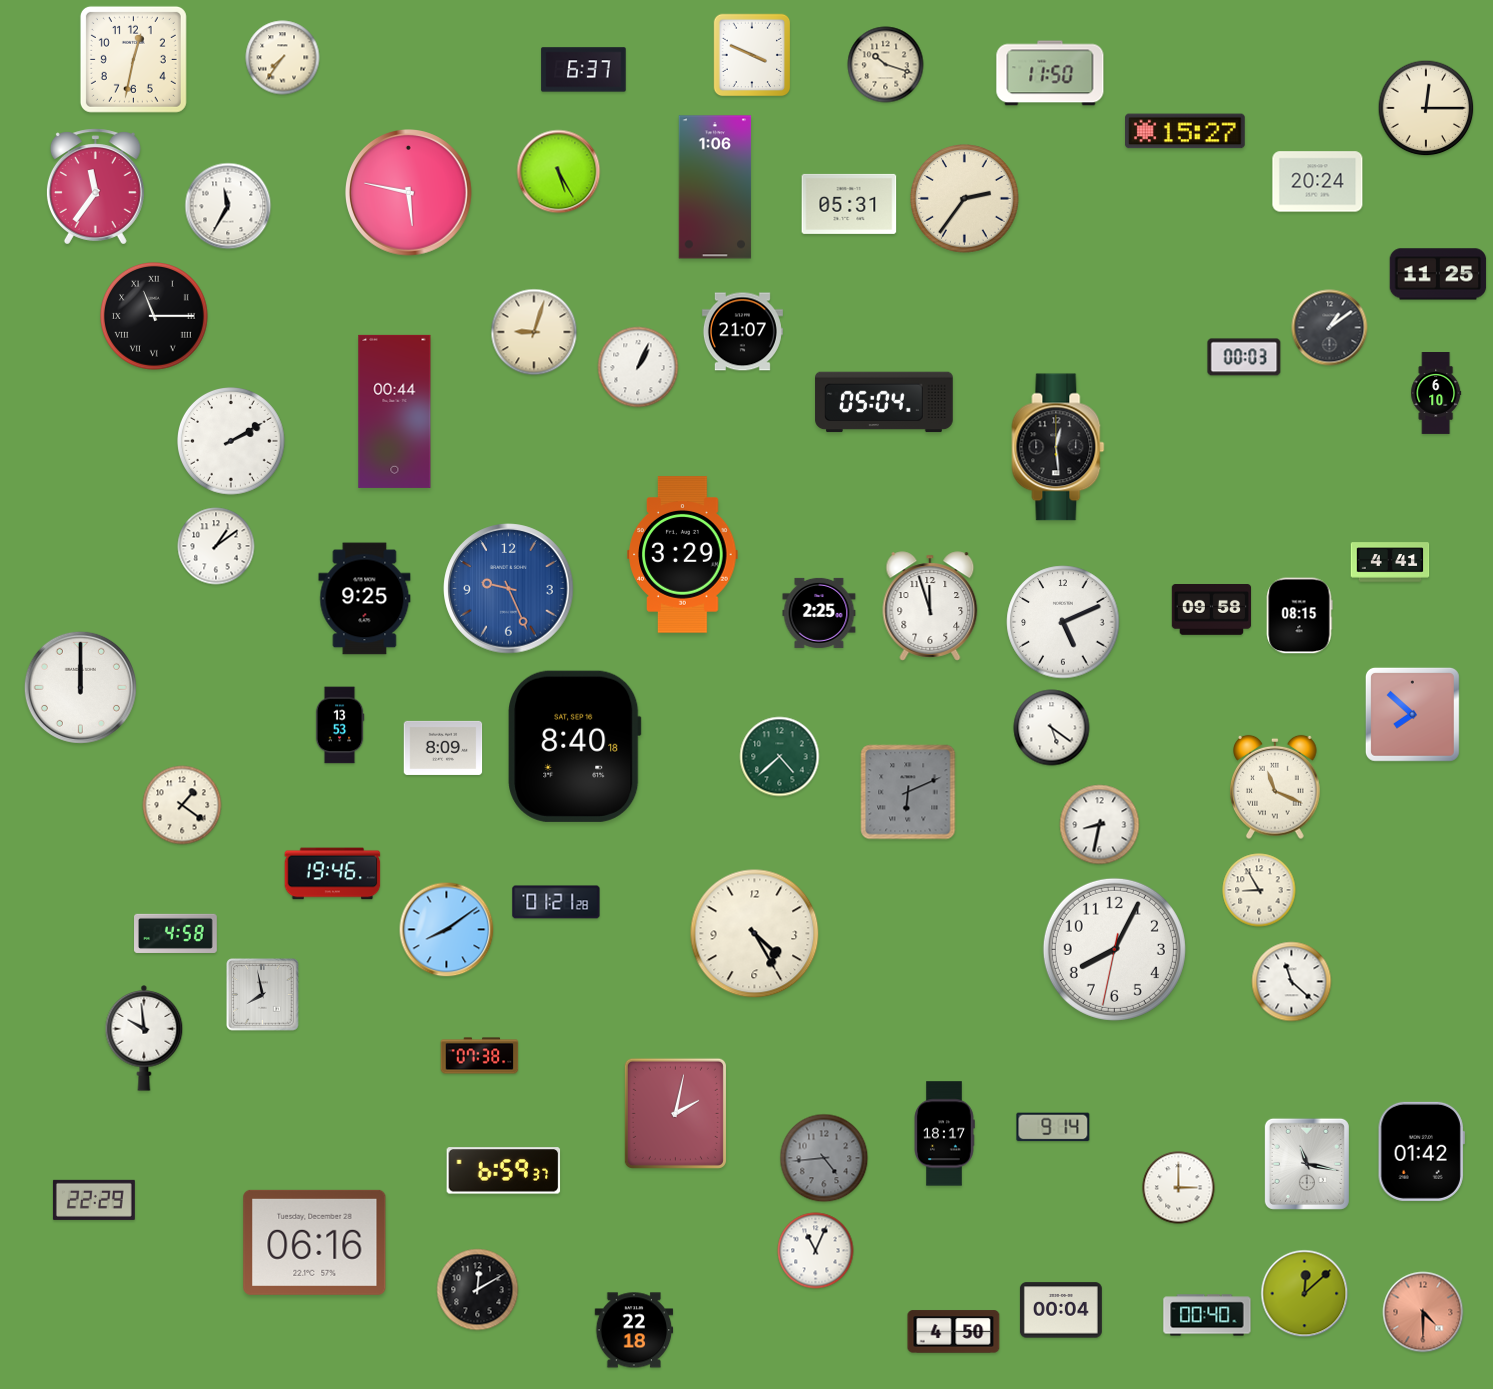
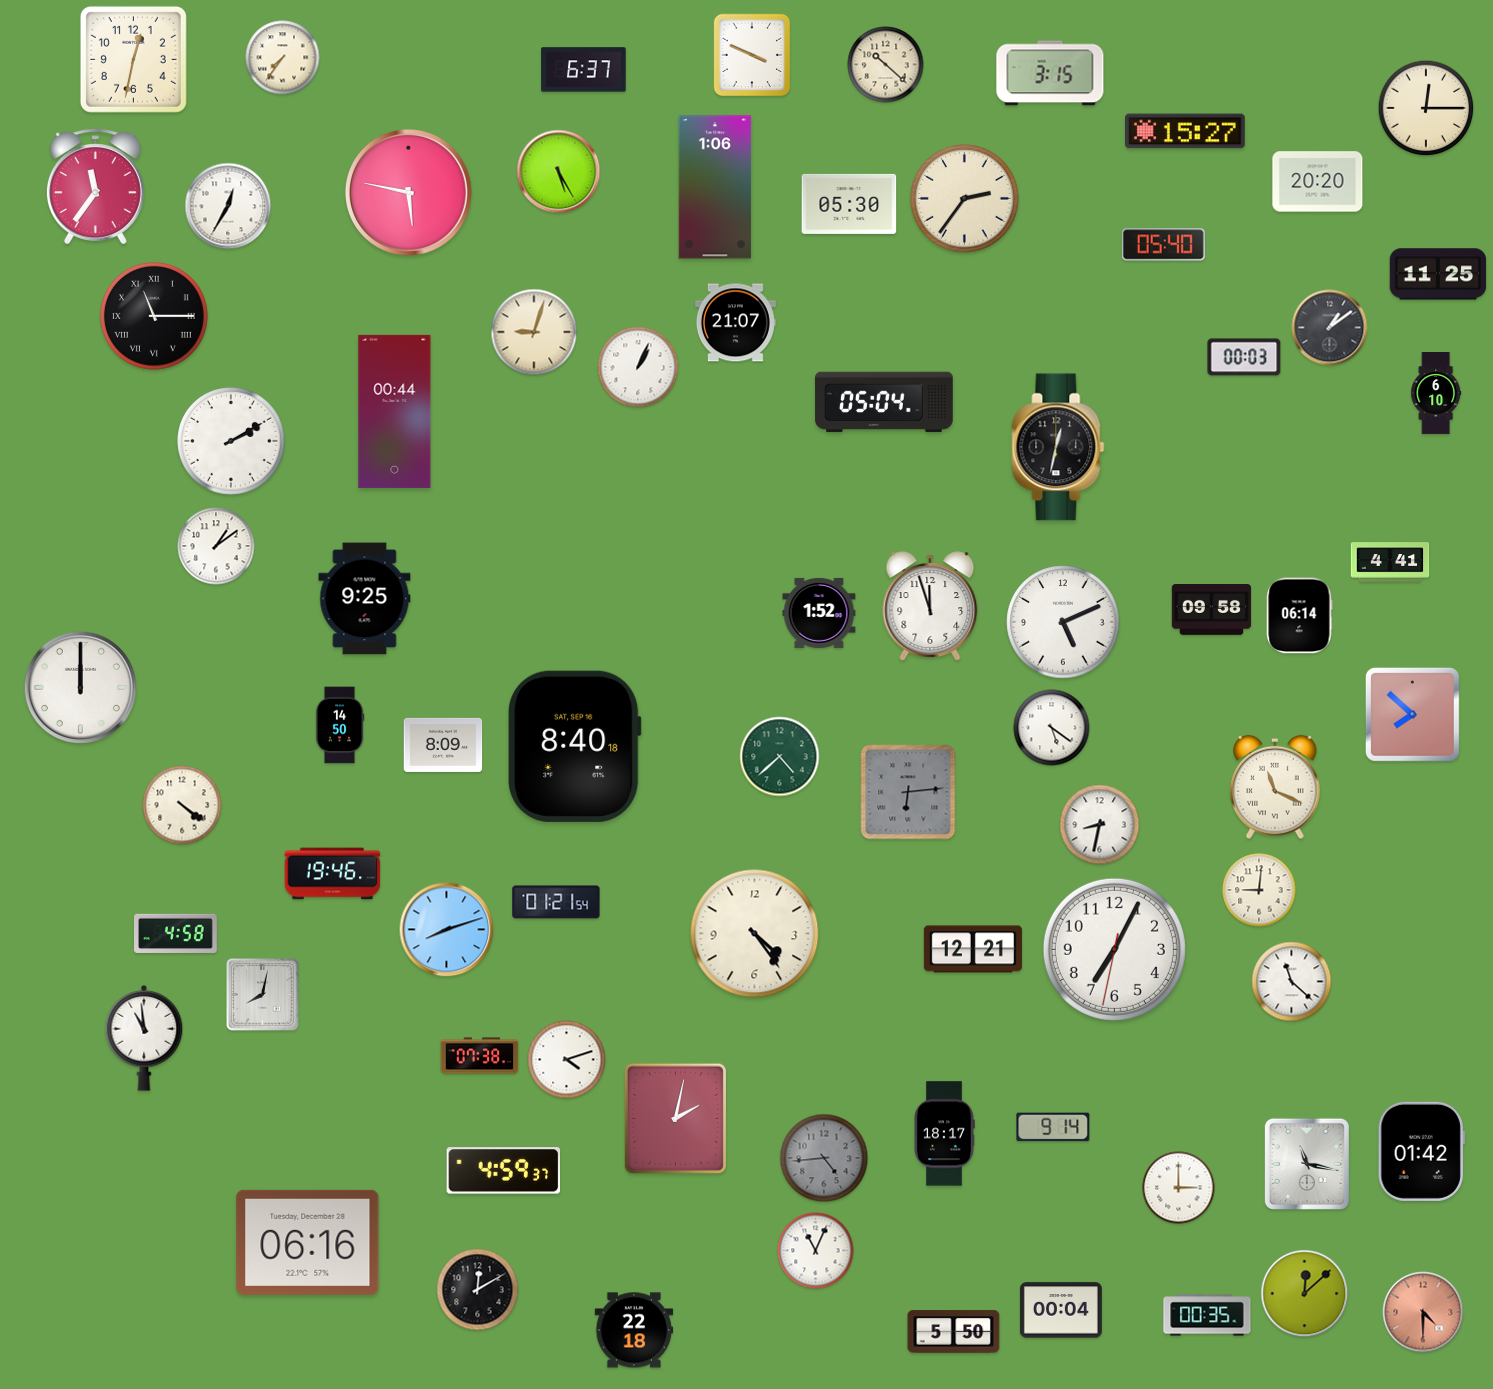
clock at (886, 65): 10:18 -> 10:22
clock at (1050, 73): 11:50 -> 3:15
clock at (1318, 182): 20:24 -> 20:20
clock at (849, 204): 05:31 -> 05:30
clock at (228, 206): 11:35 -> 12:35
clock at (1163, 245): none -> 05:40
clock at (742, 332) position: (742, 332) -> (735, 323)
clock at (1058, 447): 12:29 -> 12:32
clock at (683, 555): 3:29 -> none
clock at (509, 589): 9:26 -> none
clock at (819, 613): 2:25 -> 1:52
clock at (1299, 616): 08:15 -> 06:14
clock at (340, 725): 13:53 -> 14:50
clock at (443, 748) position: (443, 748) -> (443, 745)
clock at (908, 792): 6:11 -> 6:14
clock at (182, 805): 1:21 -> 4:21
clock at (1259, 890): 8:55 -> 9:01
clock at (556, 902): 01:21:28 -> 01:21:54
clock at (447, 930): 8:09 -> 8:12
clock at (755, 934): 4:25 -> 4:24
clock at (973, 949): none -> 12:21
clock at (1114, 949): 8:04 -> 7:04
clock at (263, 995): 7:58 -> 8:02
clock at (144, 1039): 9:59 -> 10:59
clock at (567, 1060): none -> 4:12
clock at (675, 1113) position: (675, 1113) -> (675, 1118)
clock at (504, 1171): 6:59 -> 4:59
clock at (94, 1200): 22:29 -> none
clock at (315, 1242) position: (315, 1242) -> (308, 1242)
clock at (1207, 1315): 00:40 -> 00:35
clock at (954, 1332): 4:50 -> 5:50
